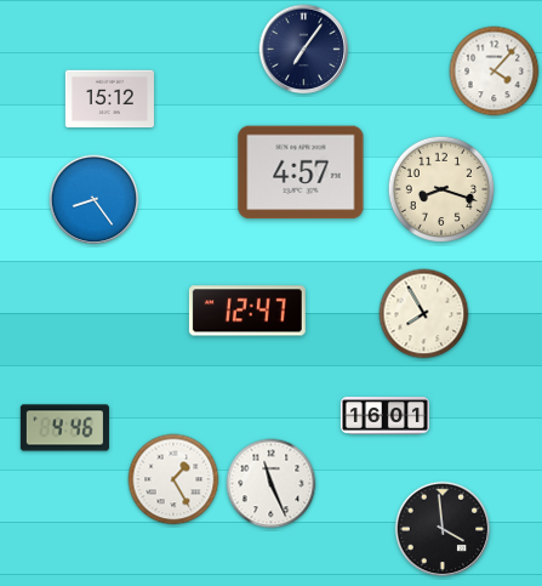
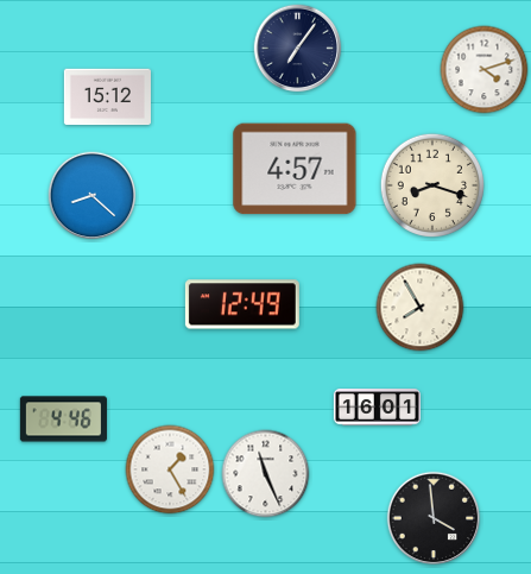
clock at (495, 72): 4:07 -> 4:12
clock at (95, 200): 8:24 -> 8:22
clock at (247, 311): 12:47 -> 12:49
clock at (424, 314) position: (424, 314) -> (421, 308)
